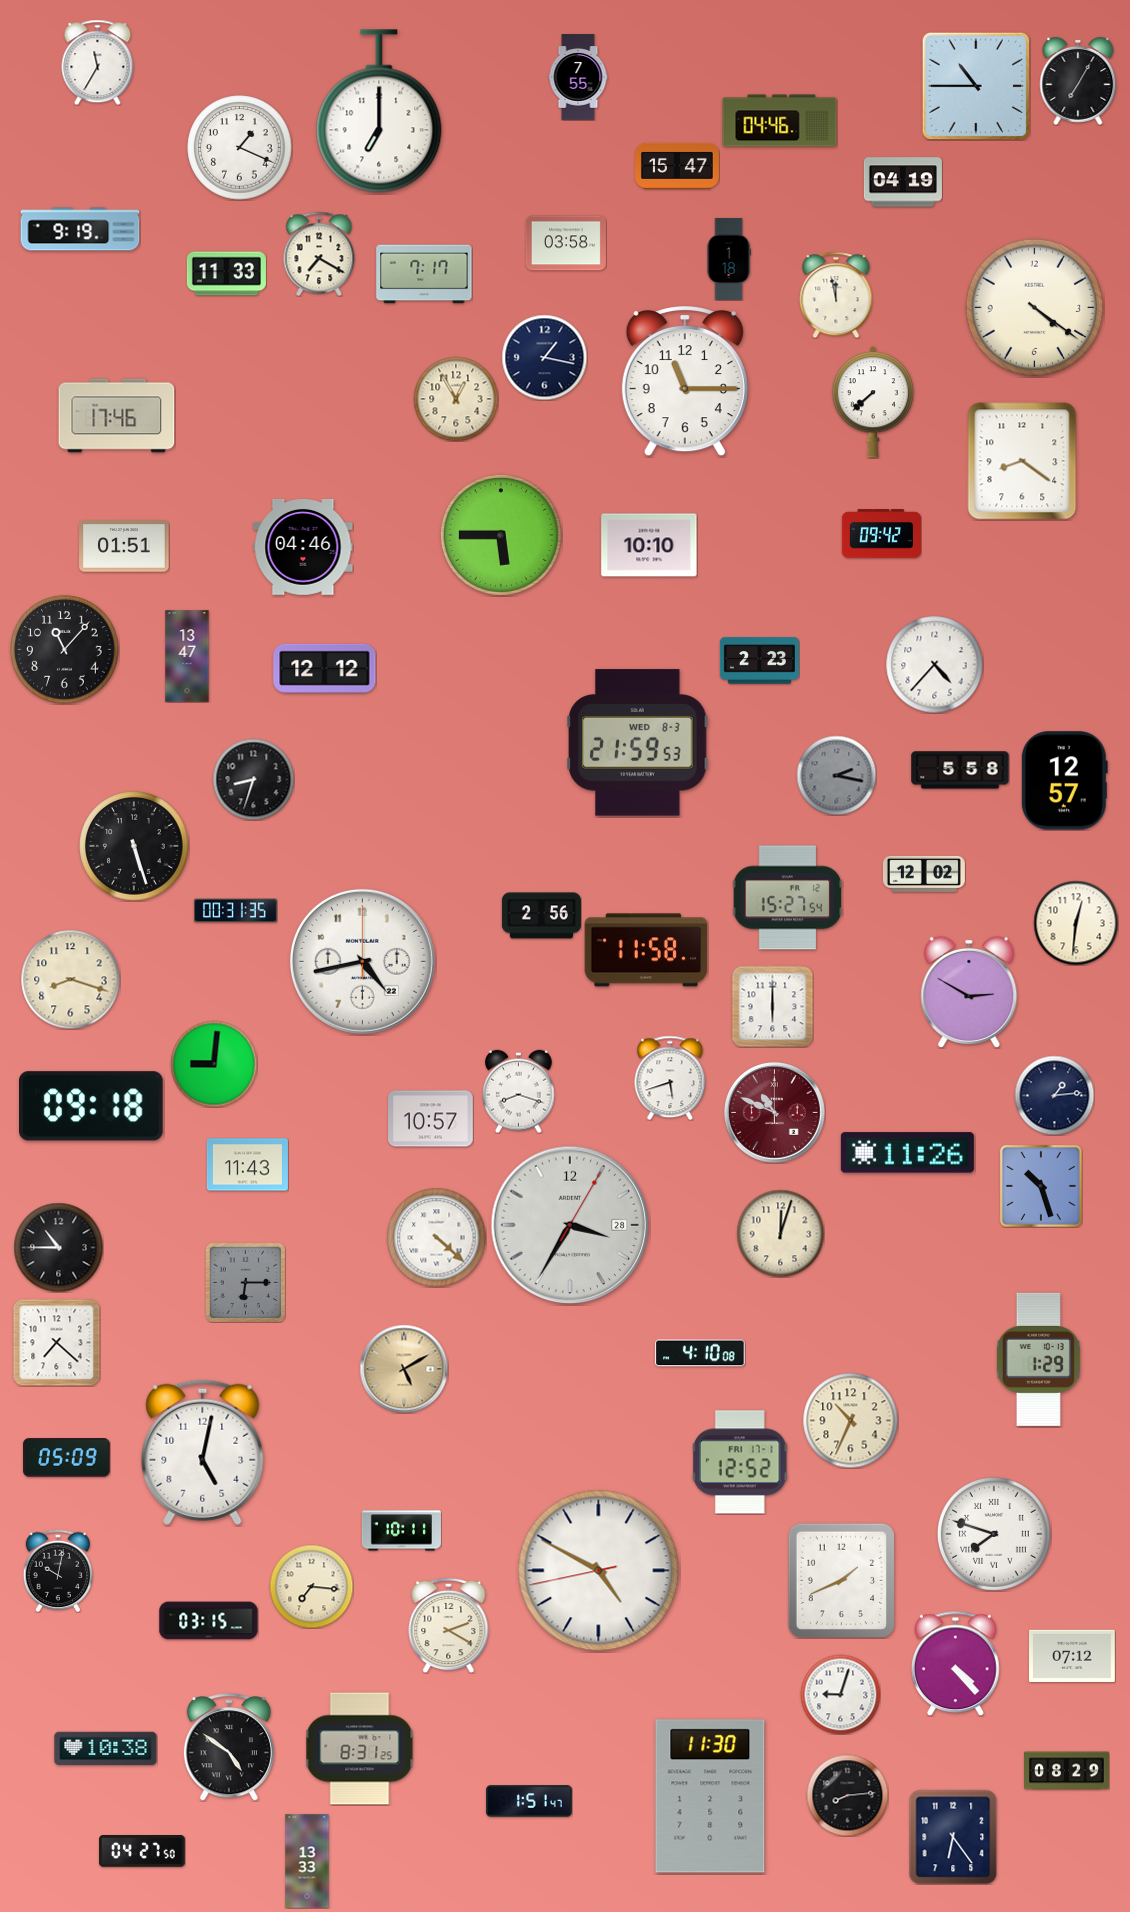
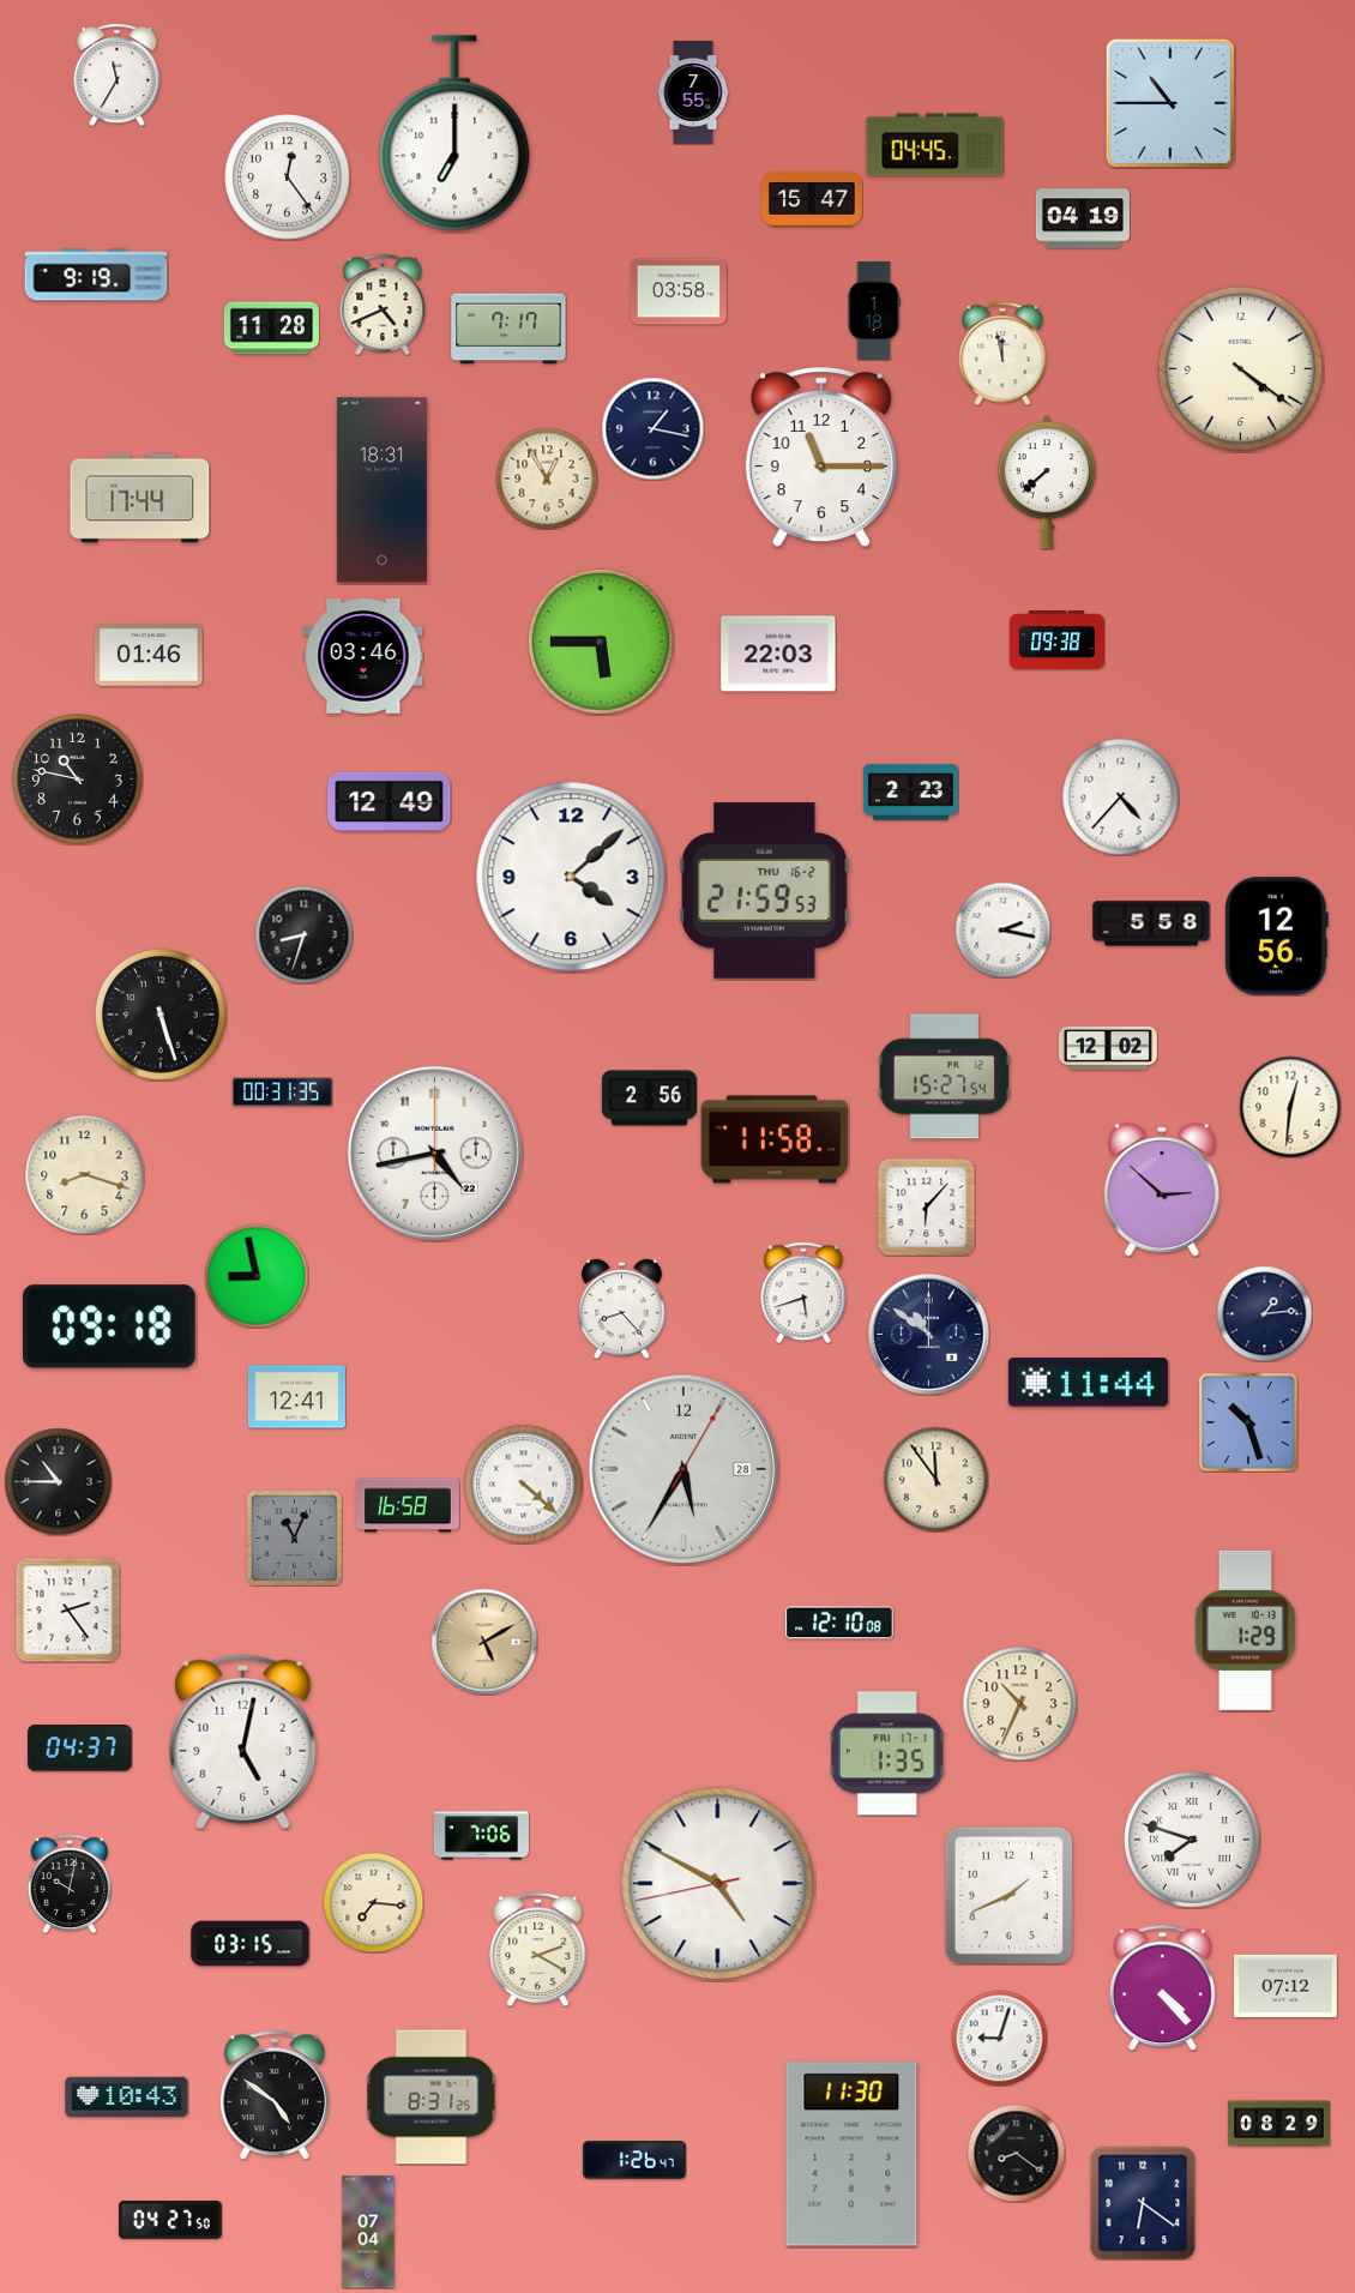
clock at (1078, 81): 7:05 -> none
clock at (780, 121): 04:46 -> 04:45
clock at (240, 148): 1:19 -> 12:24
clock at (319, 254): 7:20 -> 4:41
clock at (226, 274): 11:33 -> 11:28
clock at (381, 491): none -> 18:31
clock at (117, 416): 17:46 -> 17:44
clock at (1022, 461): 8:21 -> none
clock at (881, 534): 09:42 -> 09:38
clock at (649, 545): 10:10 -> 22:03
clock at (124, 546): 01:51 -> 01:46
clock at (303, 547): 04:46 -> 03:46
clock at (65, 650): 11:07 -> 10:47
clock at (187, 656): 13:47 -> none
clock at (325, 668): 12:12 -> 12:49
clock at (571, 877): none -> 4:08
clock at (638, 743) date: WED 8-3 -> THU 16-2
clock at (836, 775) dial: grey -> white
clock at (1064, 781): 12:57 -> 12:56
clock at (969, 992): 2:50 -> 2:52
clock at (772, 1006): 6:00 -> 6:07
clock at (214, 1064): 9:01 -> 8:58
clock at (519, 1091): 8:18 -> 8:23
clock at (775, 1113): 10:49 -> 10:51
clock at (775, 1113) dial: burgundy -> navy
clock at (431, 1119): 10:57 -> none
clock at (907, 1153): 11:26 -> 11:44
clock at (247, 1165): 11:43 -> 12:41
clock at (570, 1225): 3:35 -> 5:35
clock at (780, 1233): 12:03 -> 11:54
clock at (58, 1247) position: (58, 1247) -> (58, 1481)
clock at (408, 1505): none -> 16:58
clock at (245, 1282): 6:15 -> 11:04
clock at (56, 1342): 7:22 -> 2:24
clock at (700, 1353): 4:10 -> 12:10
clock at (67, 1458): 05:09 -> 04:37
clock at (740, 1462): 12:52 -> 1:35
clock at (401, 1531): 10:11 -> 7:06
clock at (956, 1663) position: (956, 1663) -> (1163, 1987)
clock at (840, 1694) position: (840, 1694) -> (999, 2038)
clock at (106, 1749): 10:38 -> 10:43
clock at (847, 1795): 8:14 -> 8:21
clock at (529, 1801): 1:51 -> 1:26
clock at (953, 1837): 6:24 -> 6:21
clock at (307, 1861): 13:33 -> 07:04
